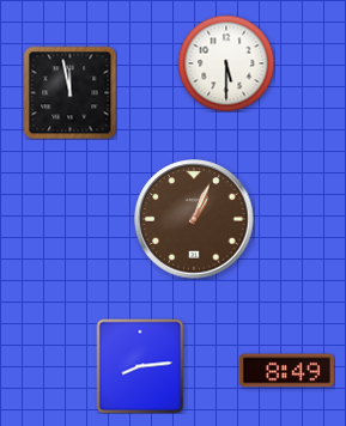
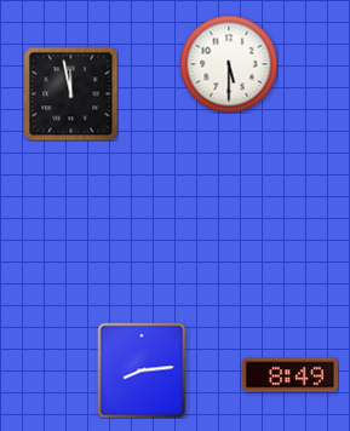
clock at (194, 219): 1:04 -> none
